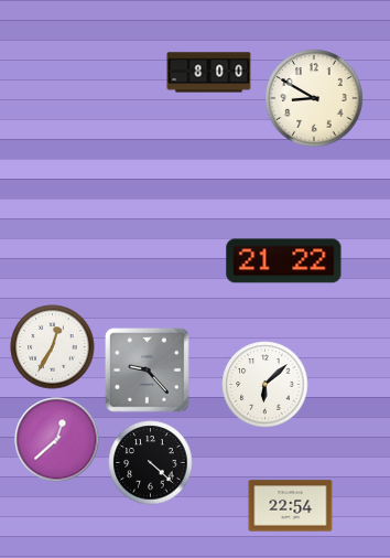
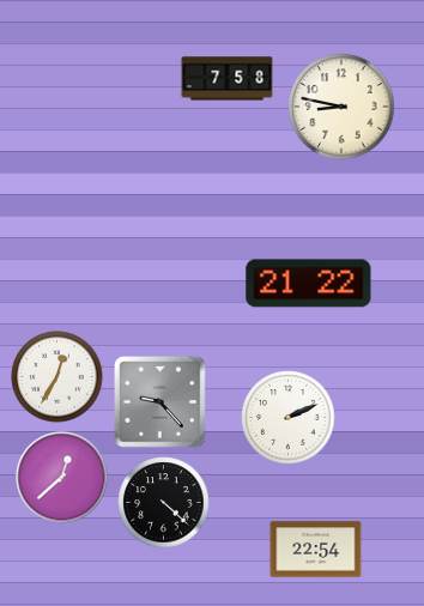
clock at (209, 73): 8:00 -> 7:58
clock at (314, 98): 8:50 -> 8:47
clock at (266, 385): 6:08 -> 2:11
